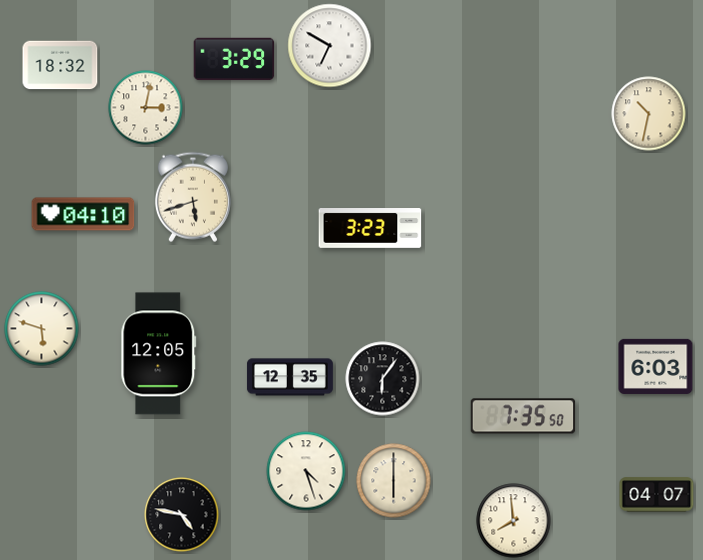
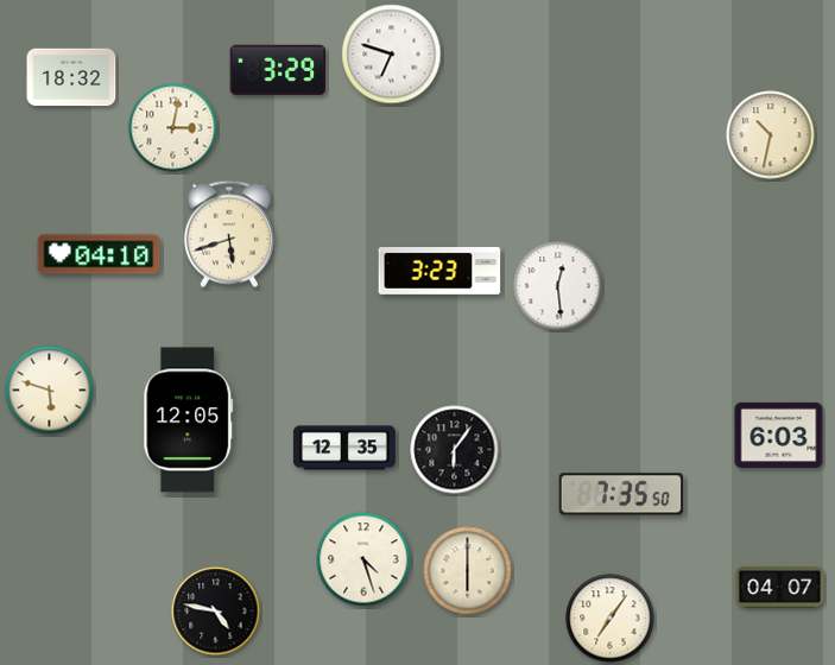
clock at (330, 46): 6:50 -> 6:48
clock at (558, 286): none -> 12:29
clock at (514, 521): 7:59 -> 7:06
